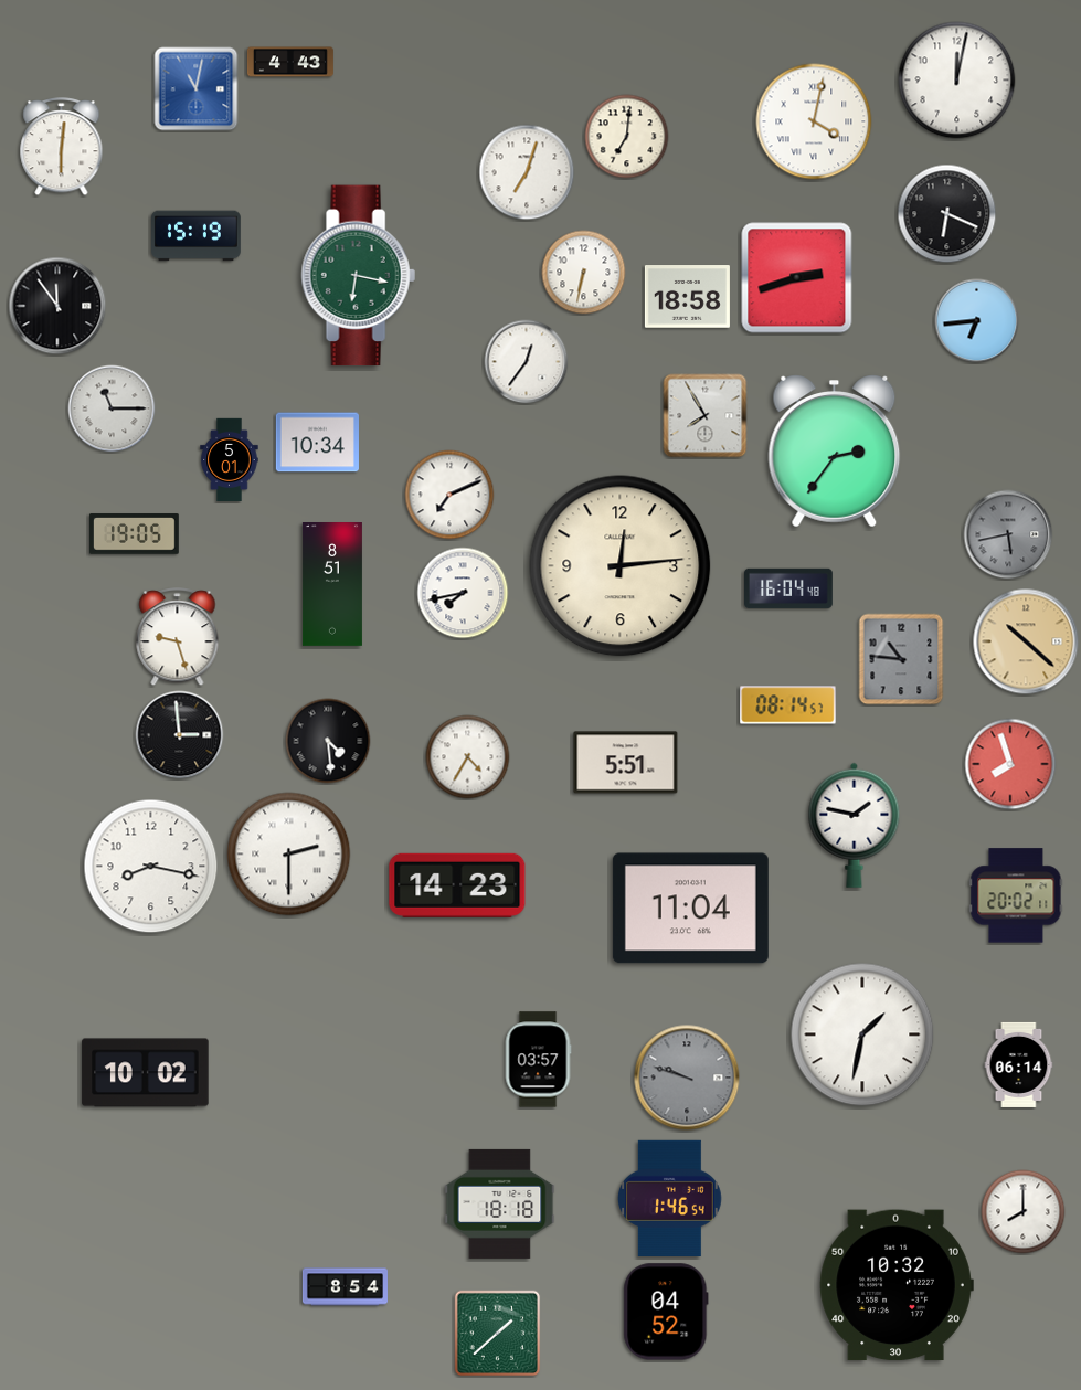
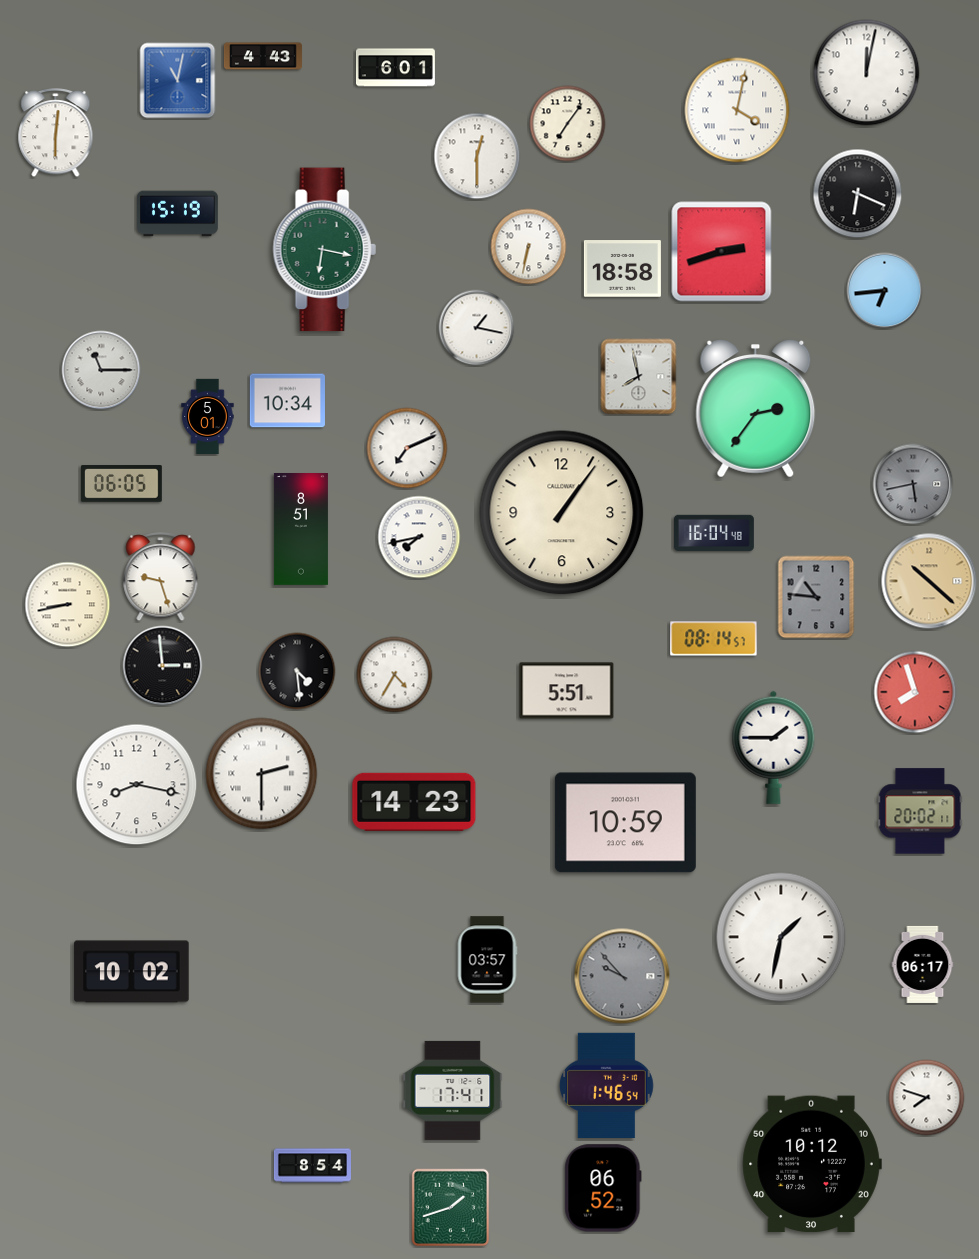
clock at (395, 68): none -> 6:01
clock at (627, 137): 7:01 -> 7:06
clock at (527, 172): 7:03 -> 12:30
clock at (57, 306): 11:54 -> none
clock at (527, 362): 12:36 -> 1:17
clock at (706, 416): 7:55 -> 7:58
clock at (135, 534): 19:05 -> 06:05
clock at (621, 566): 12:14 -> 1:06
clock at (68, 605): none -> 8:43
clock at (468, 757) position: (468, 757) -> (395, 675)
clock at (855, 825): 1:47 -> 1:45
clock at (690, 909): 11:04 -> 10:59
clock at (1019, 1064): 06:14 -> 06:17
clock at (687, 1078): 9:48 -> 9:53
clock at (500, 1203): 18:18 -> 17:41
clock at (1024, 1212): 8:00 -> 7:48
clock at (897, 1285): 10:32 -> 10:12
clock at (666, 1312): 04:52 -> 06:52
clock at (498, 1334): 1:38 -> 1:42
